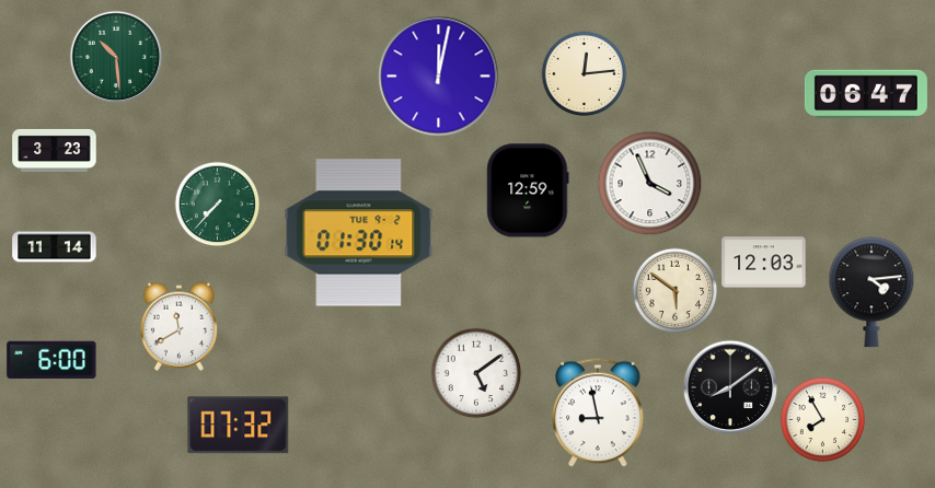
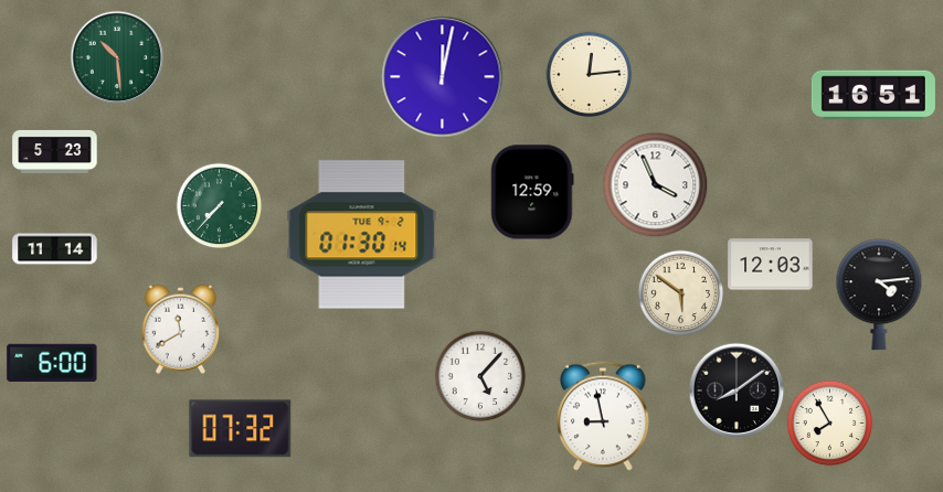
clock at (866, 94): 06:47 -> 16:51
clock at (55, 150): 3:23 -> 5:23
clock at (476, 373): 5:09 -> 5:07
